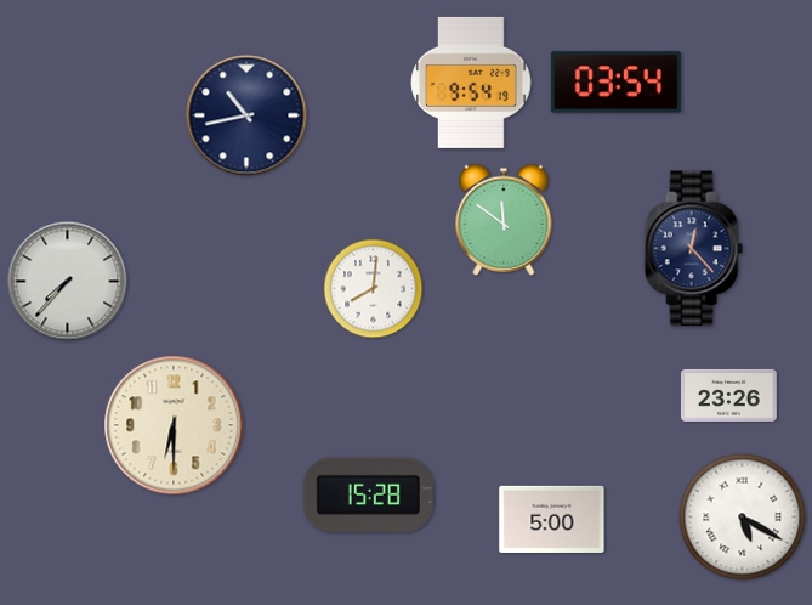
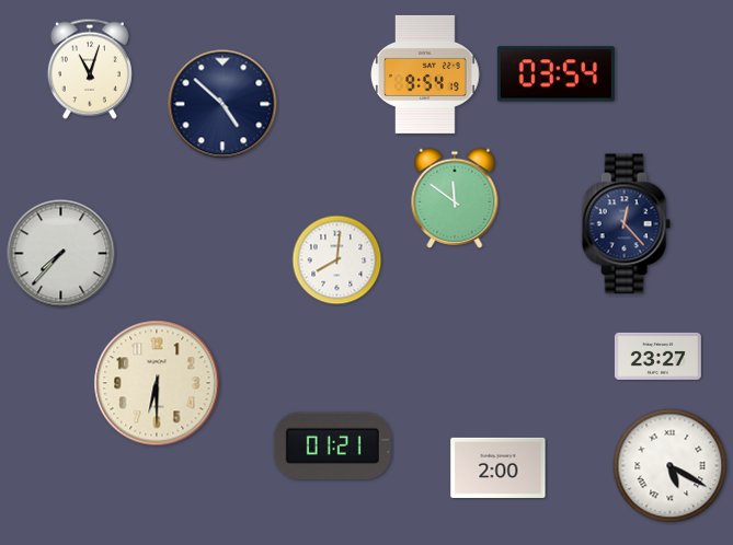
clock at (90, 69): none -> 11:03
clock at (246, 115): 10:43 -> 4:52
clock at (728, 395): 23:26 -> 23:27
clock at (368, 496): 15:28 -> 01:21
clock at (552, 519): 5:00 -> 2:00
